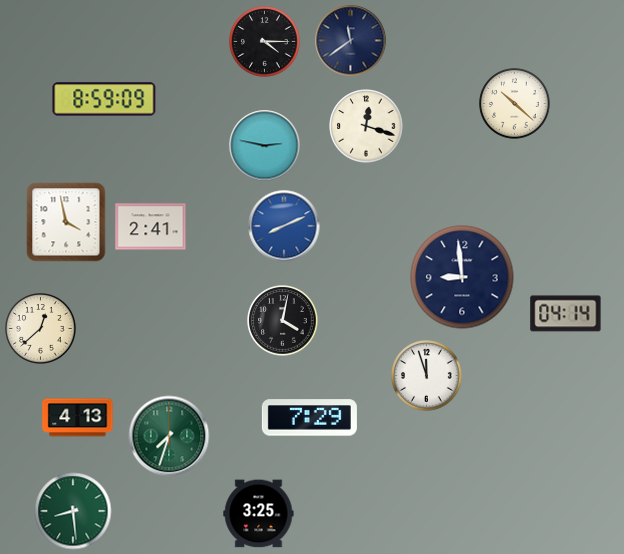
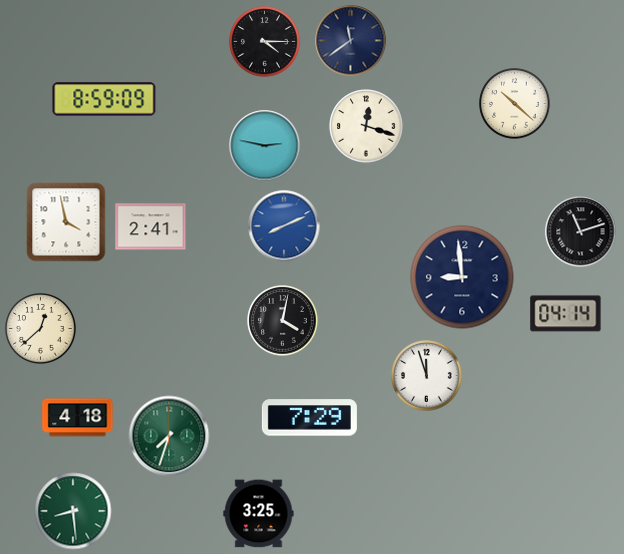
clock at (581, 232): none -> 11:12
clock at (78, 418): 4:13 -> 4:18
